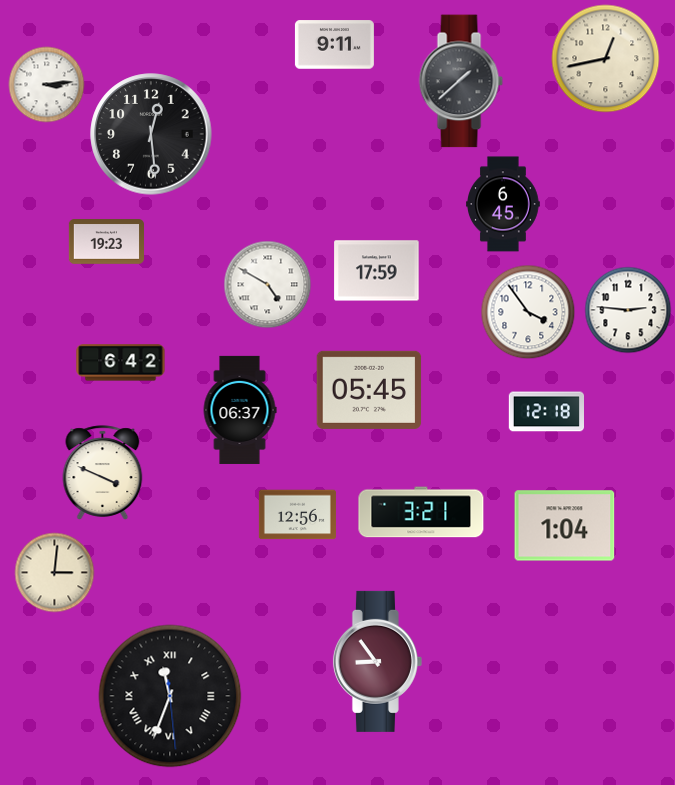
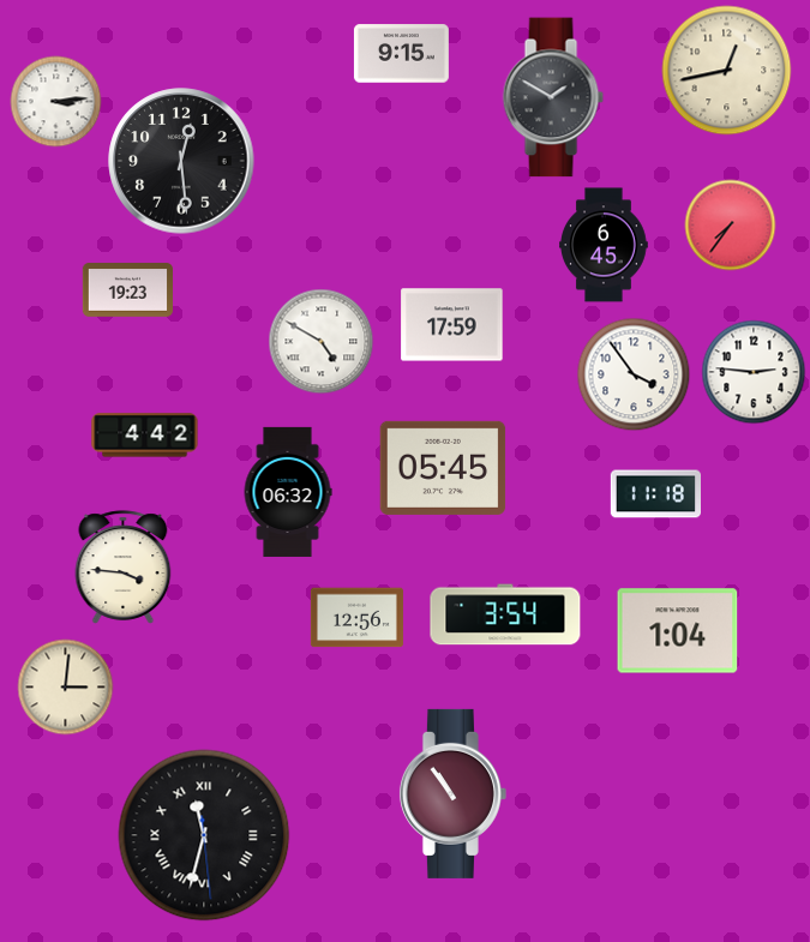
clock at (334, 45): 9:11 -> 9:15
clock at (461, 81): 1:38 -> 1:50
clock at (731, 226): none -> 7:36
clock at (121, 363): 6:42 -> 4:42
clock at (240, 410): 06:37 -> 06:32
clock at (546, 412): 12:18 -> 11:18
clock at (103, 473): 3:49 -> 3:46
clock at (421, 512): 3:21 -> 3:54
clock at (377, 661): 8:54 -> 10:54
clock at (170, 696): 11:33 -> 11:32
